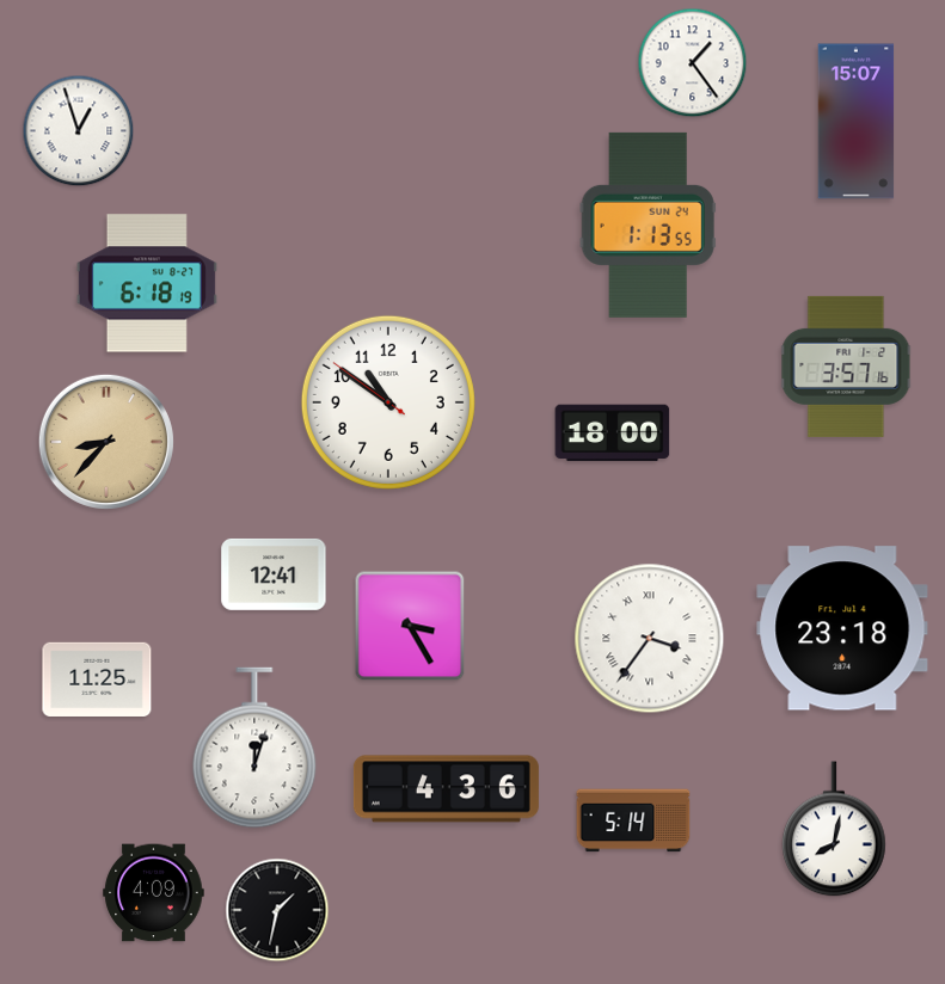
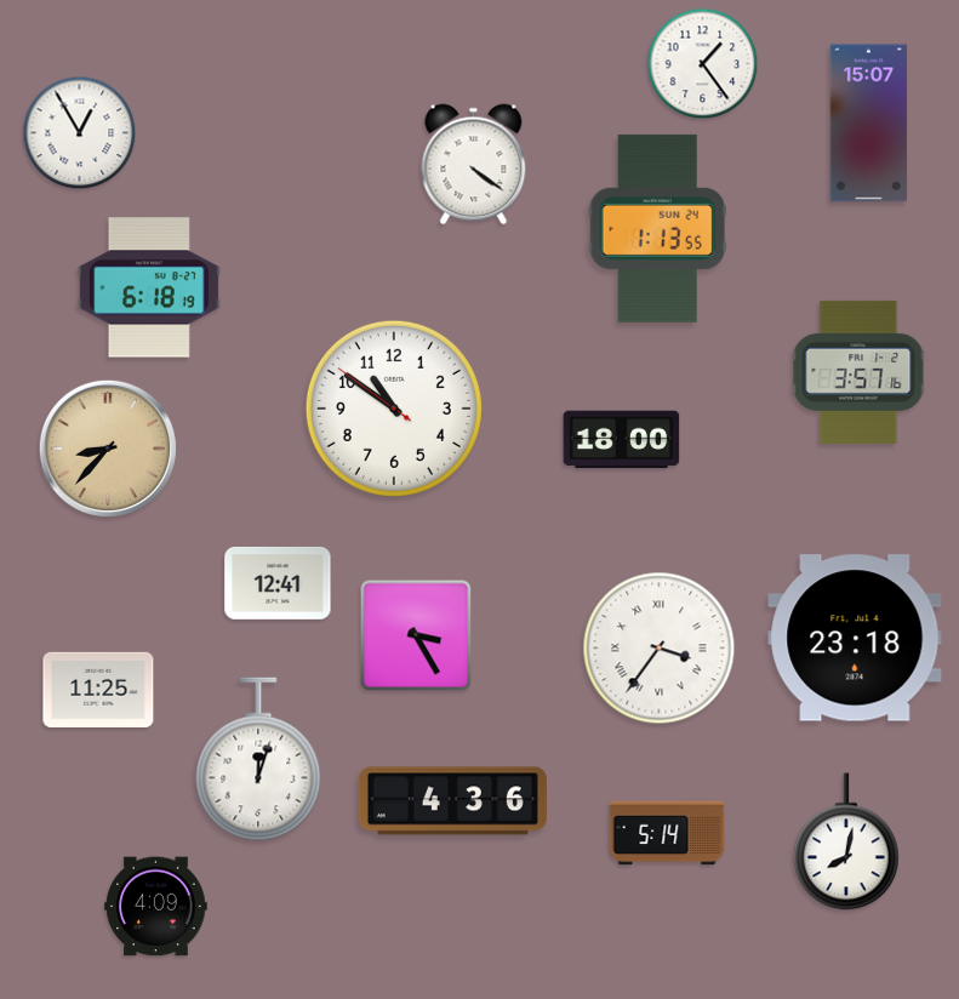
clock at (79, 131): 12:57 -> 12:55
clock at (474, 165): none -> 4:21
clock at (633, 820) position: (633, 820) -> (667, 833)
clock at (277, 910): 1:32 -> none
